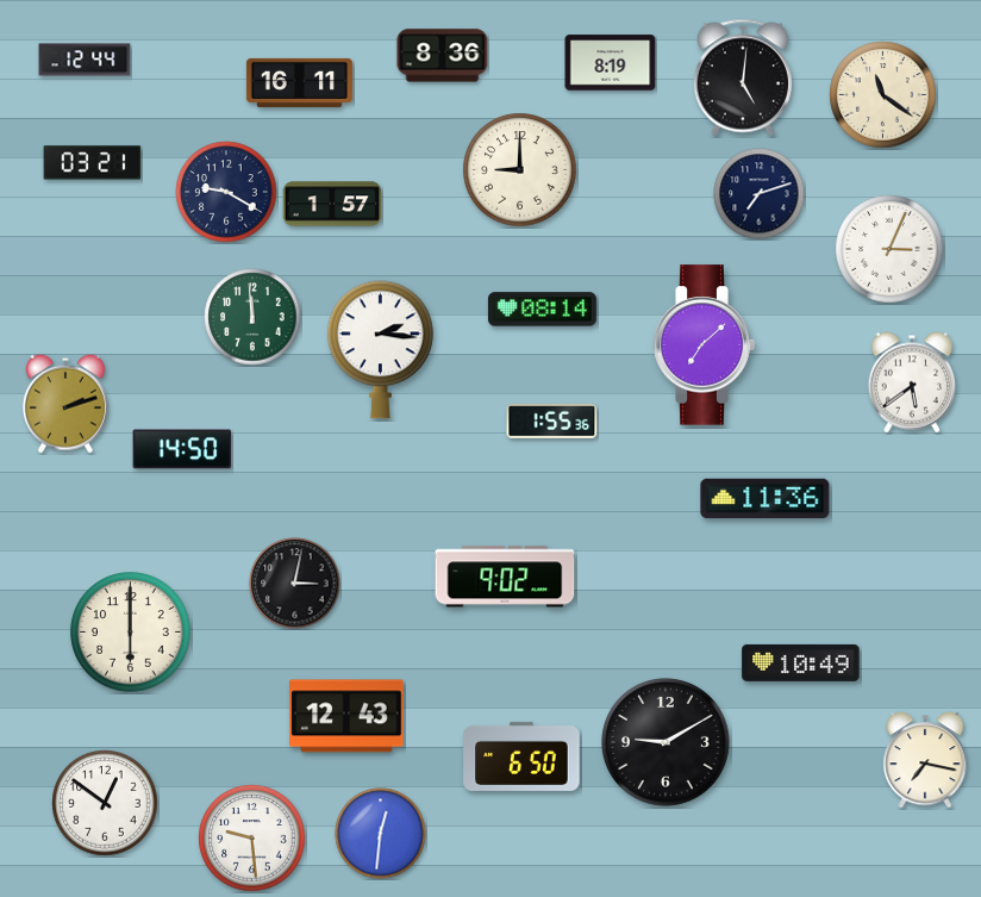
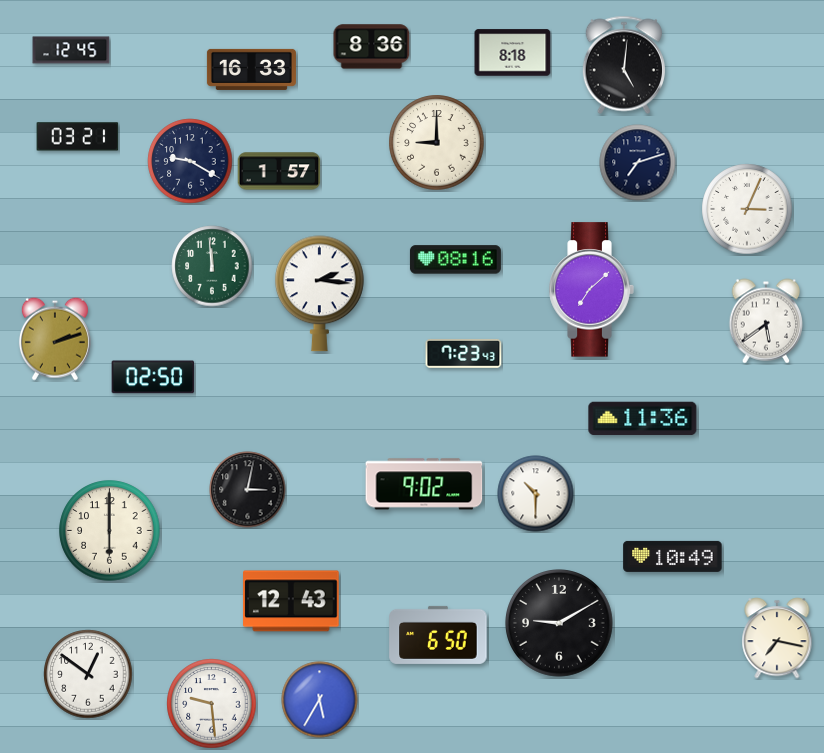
clock at (85, 60): 12:44 -> 12:45
clock at (611, 63): 8:19 -> 8:18
clock at (299, 82): 16:11 -> 16:33
clock at (883, 95): 11:21 -> none
clock at (542, 310): 08:14 -> 08:16
clock at (552, 421): 1:55 -> 7:23
clock at (182, 449): 14:50 -> 02:50
clock at (536, 494): none -> 10:30
clock at (381, 834): 12:31 -> 5:35
